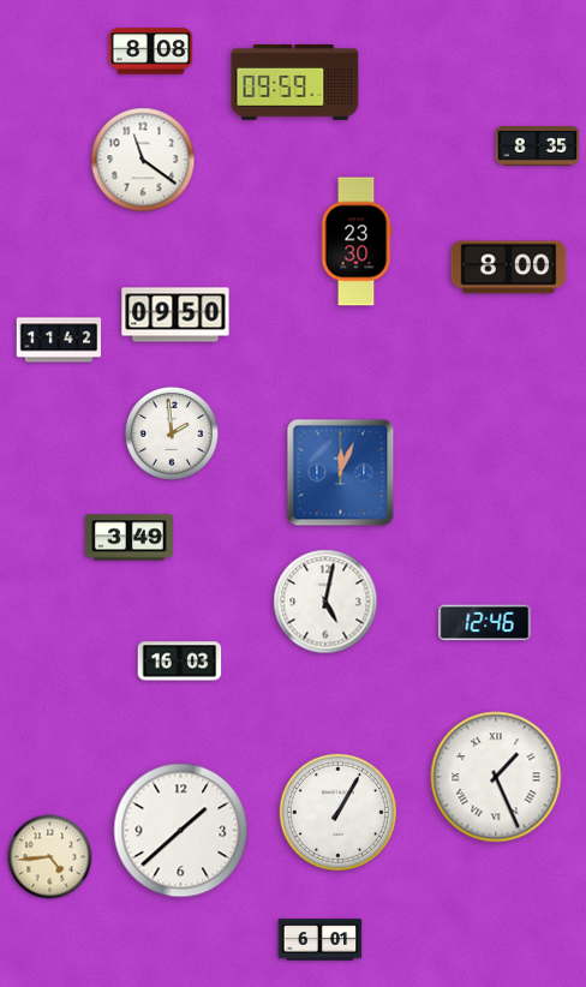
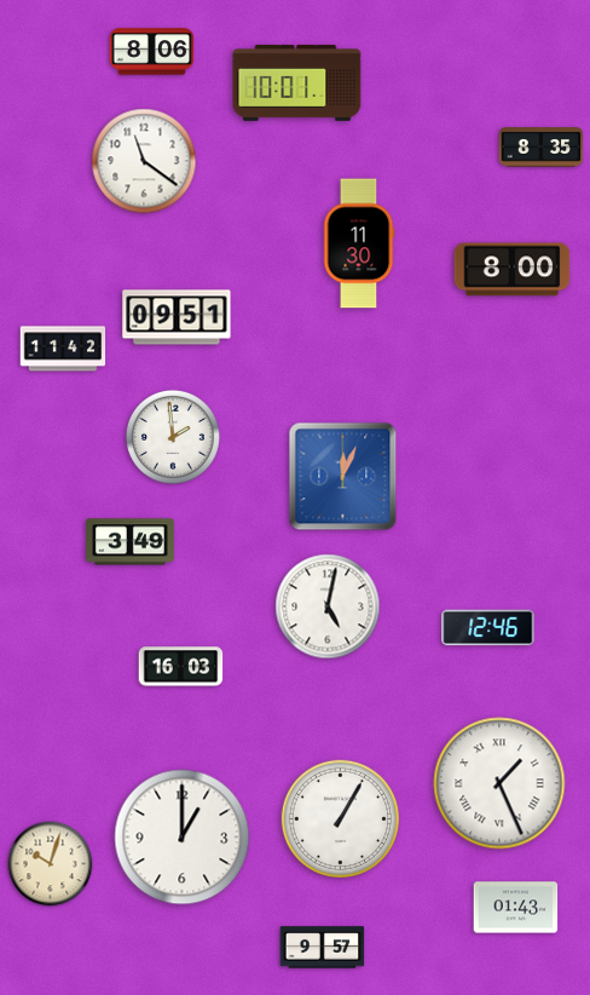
clock at (151, 52): 8:08 -> 8:06
clock at (295, 82): 09:59 -> 10:01
clock at (357, 241): 23:30 -> 11:30
clock at (175, 315): 09:50 -> 09:51
clock at (59, 340) position: (59, 340) -> (63, 349)
clock at (181, 831): 1:38 -> 1:00
clock at (50, 857): 4:44 -> 10:03
clock at (516, 908): none -> 01:43
clock at (321, 940): 6:01 -> 9:57
